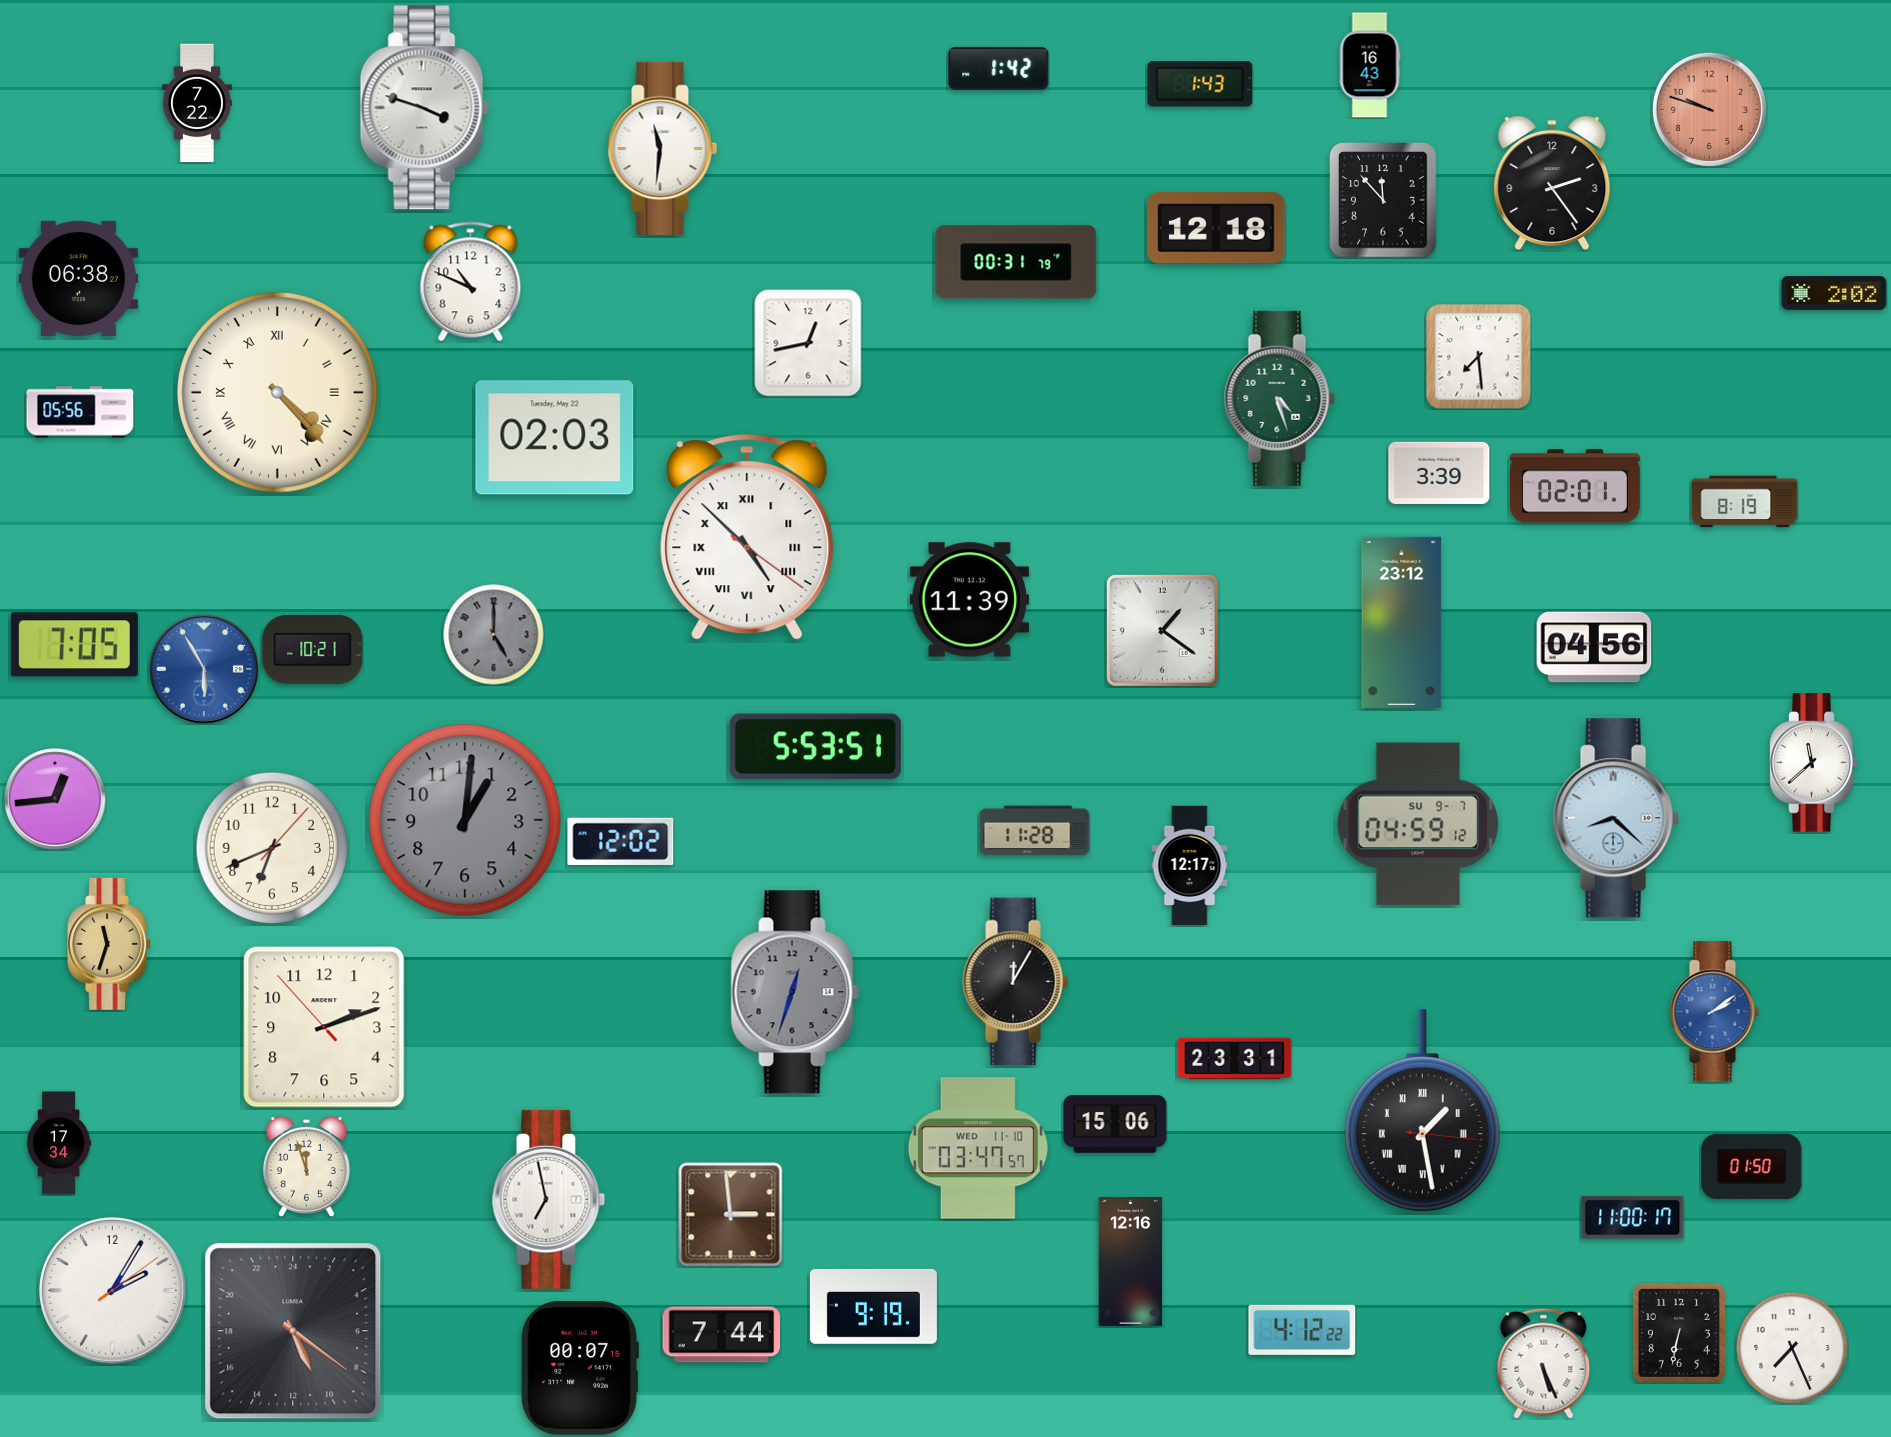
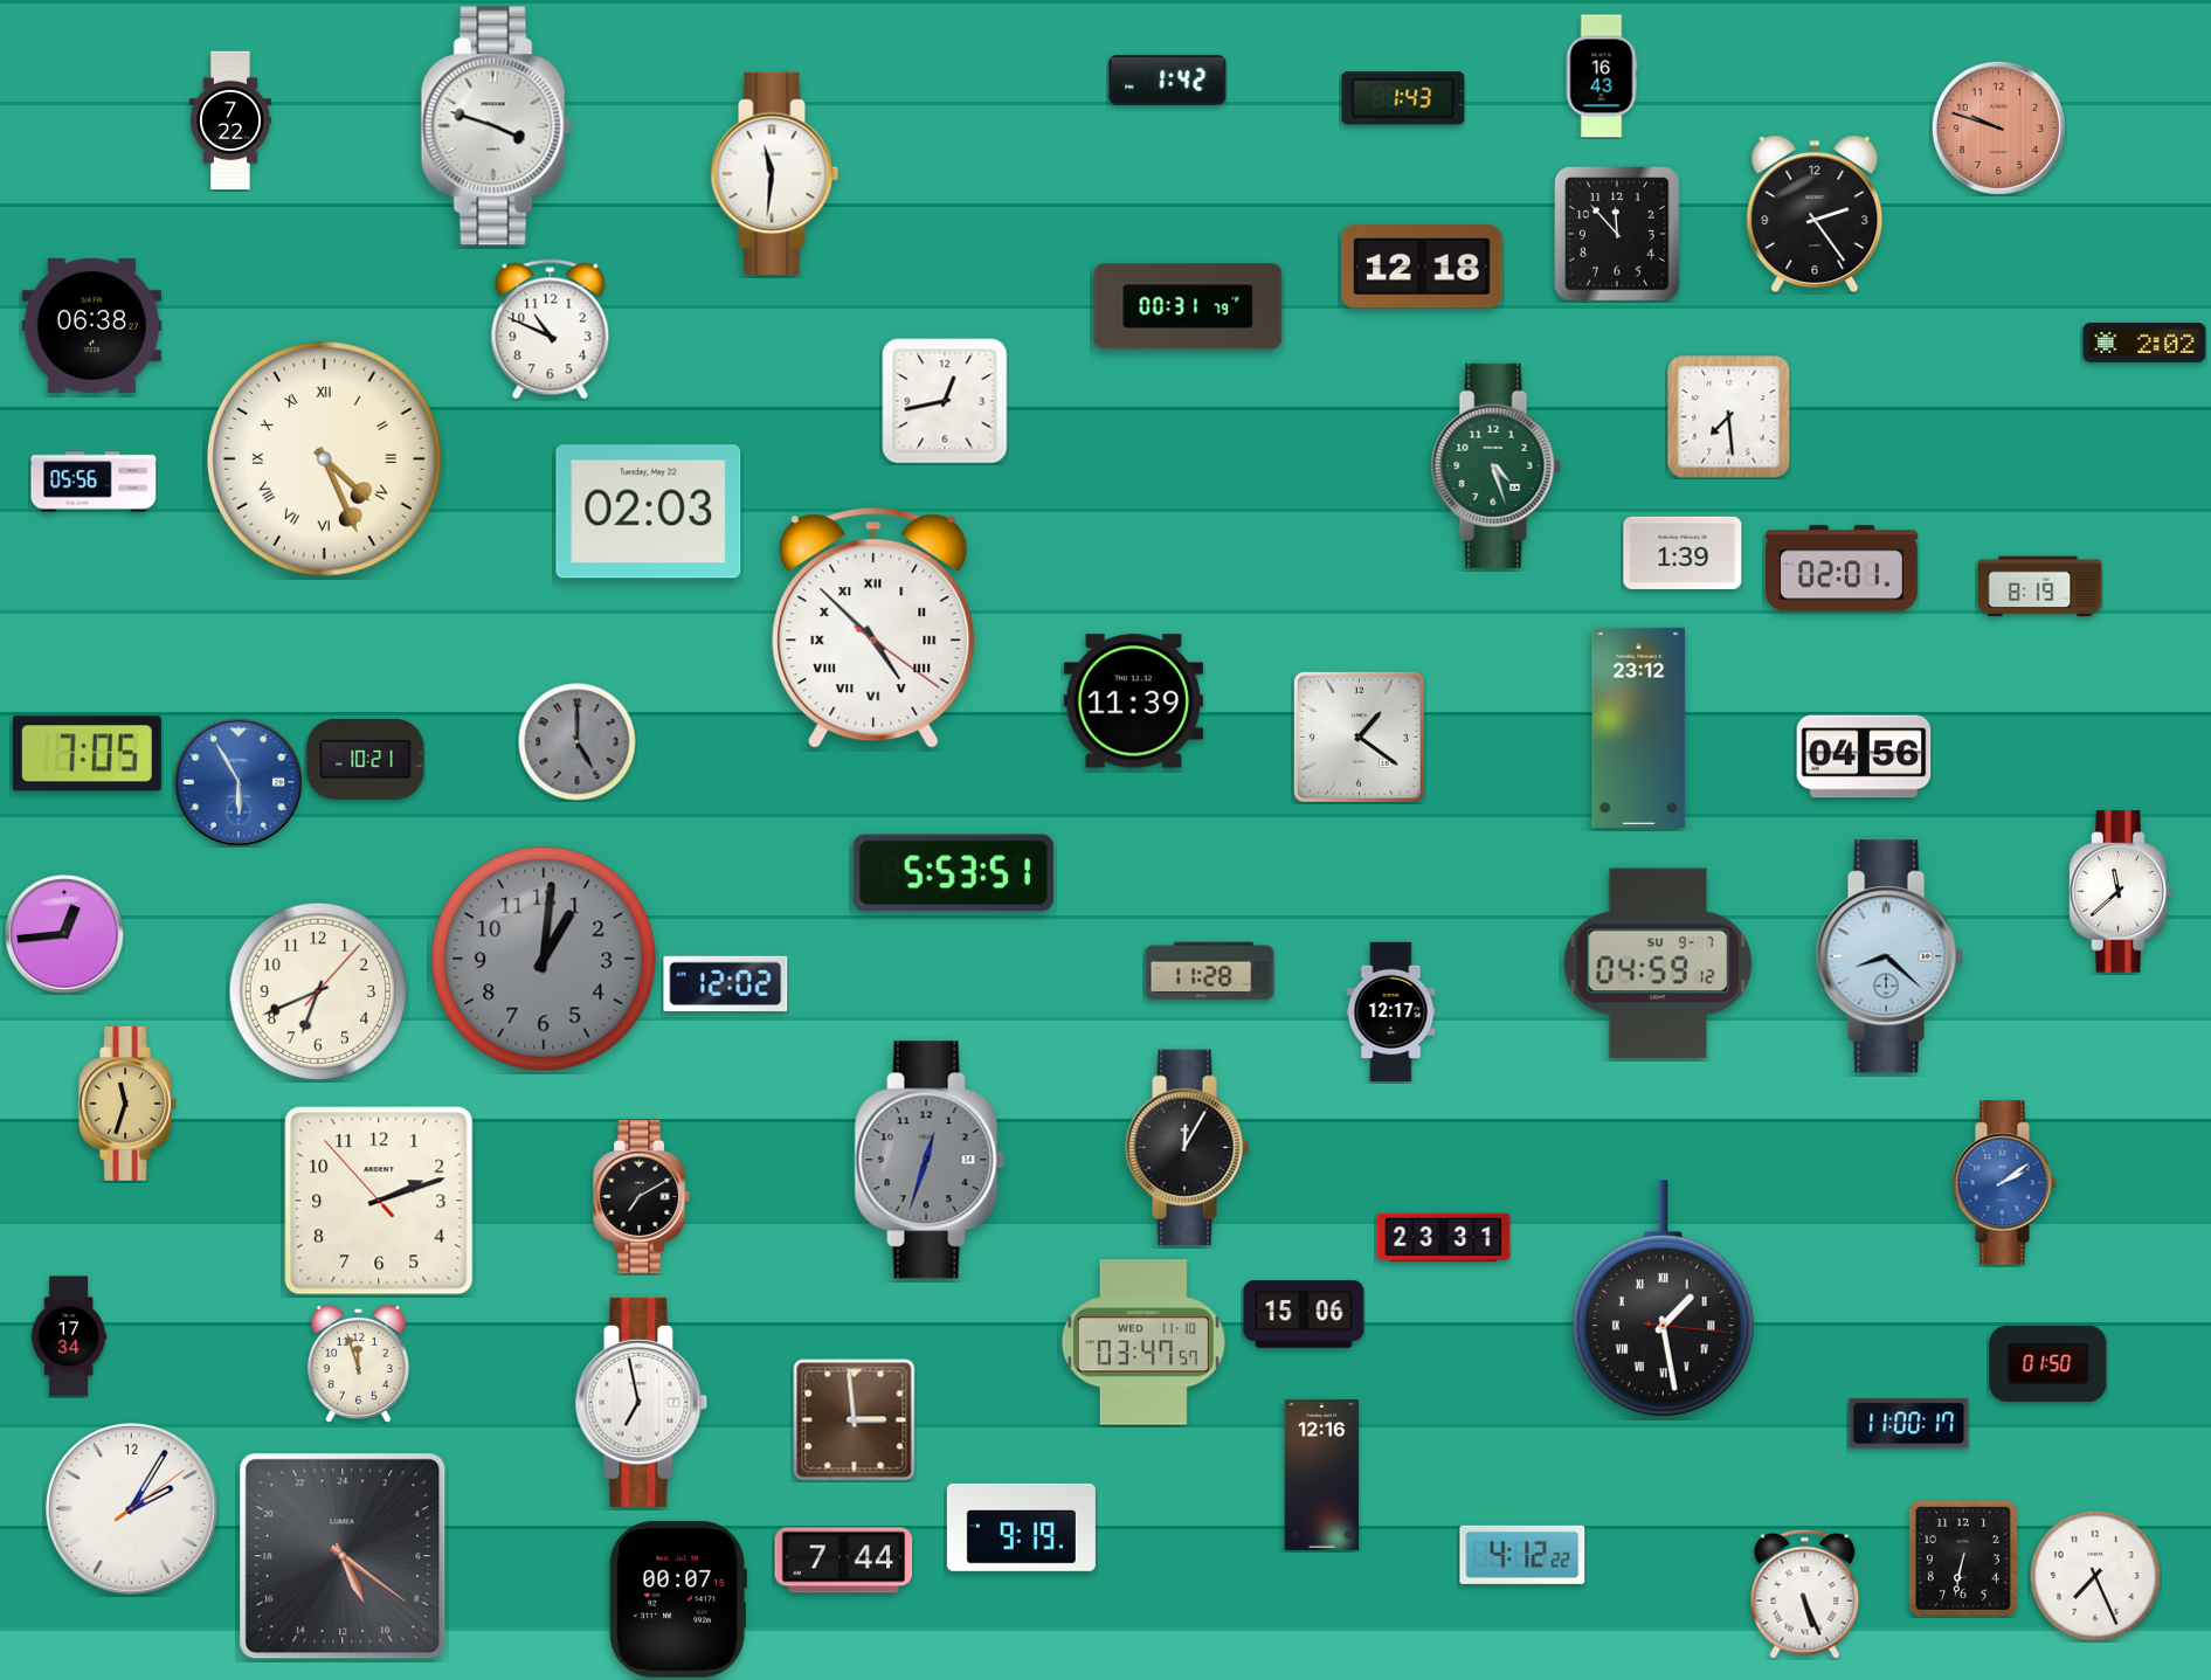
clock at (278, 393): 4:23 -> 4:26
clock at (1439, 473): 3:39 -> 1:39
clock at (642, 1196): none -> 7:10
